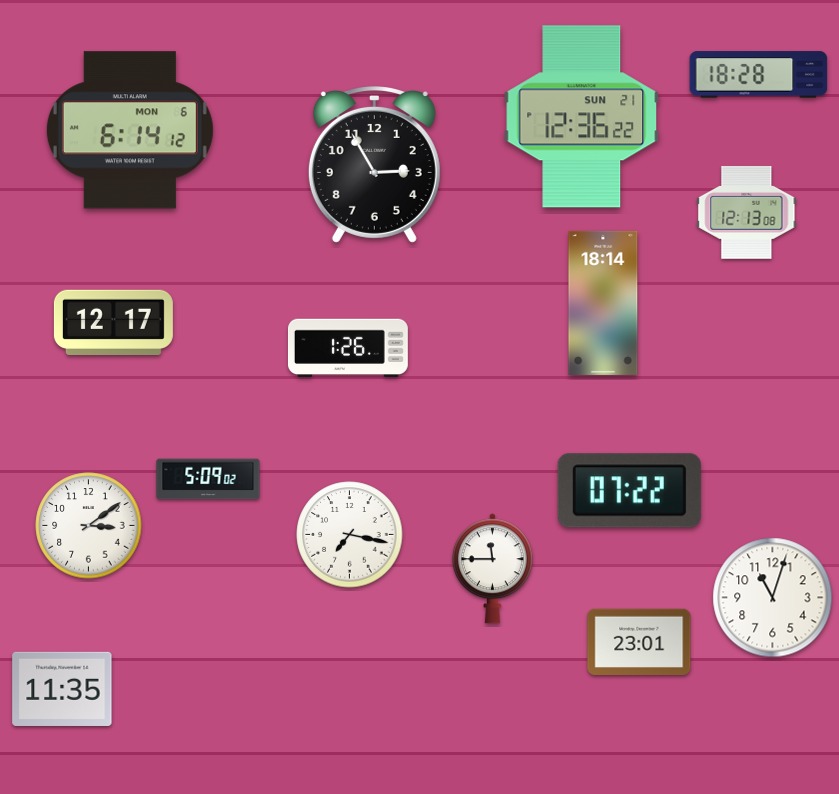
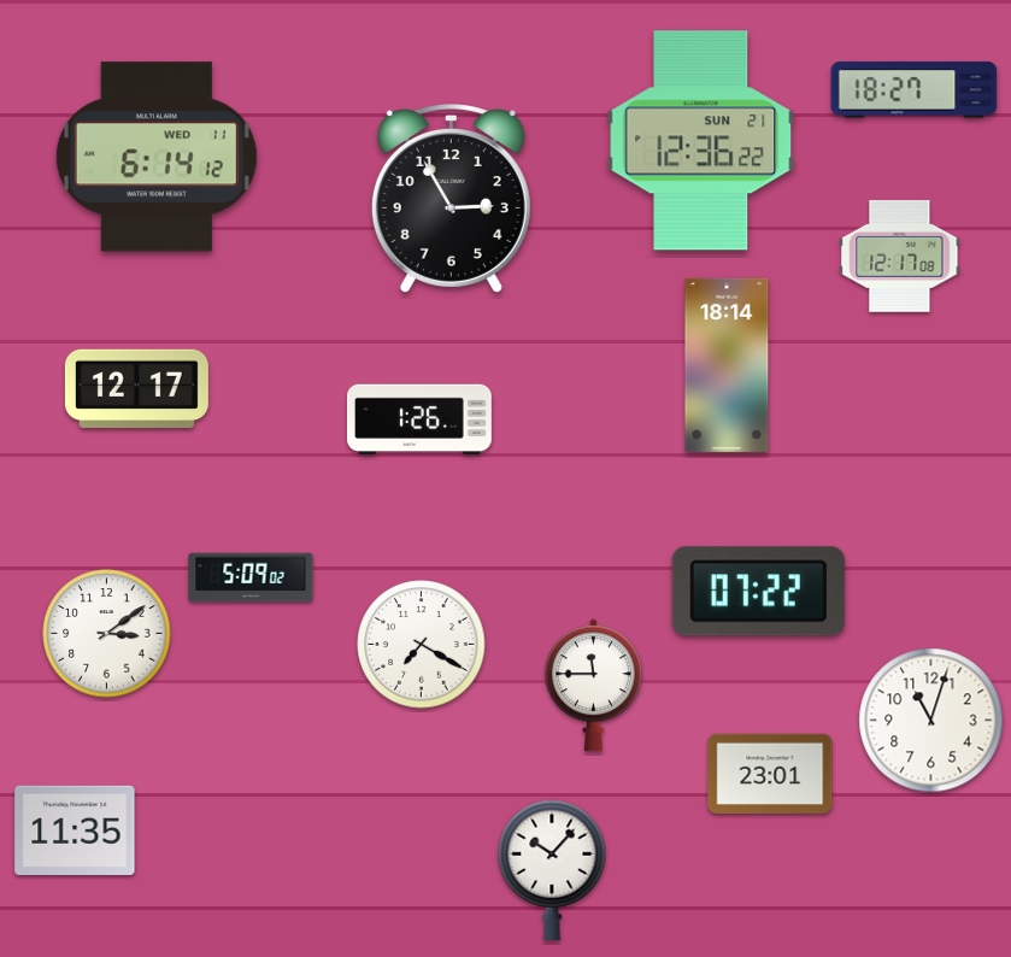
clock at (759, 75): 18:28 -> 18:27
clock at (130, 130) date: MON 6 -> WED 11
clock at (747, 212): 12:13 -> 12:17
clock at (350, 535): 7:17 -> 7:20
clock at (552, 870): none -> 10:07
